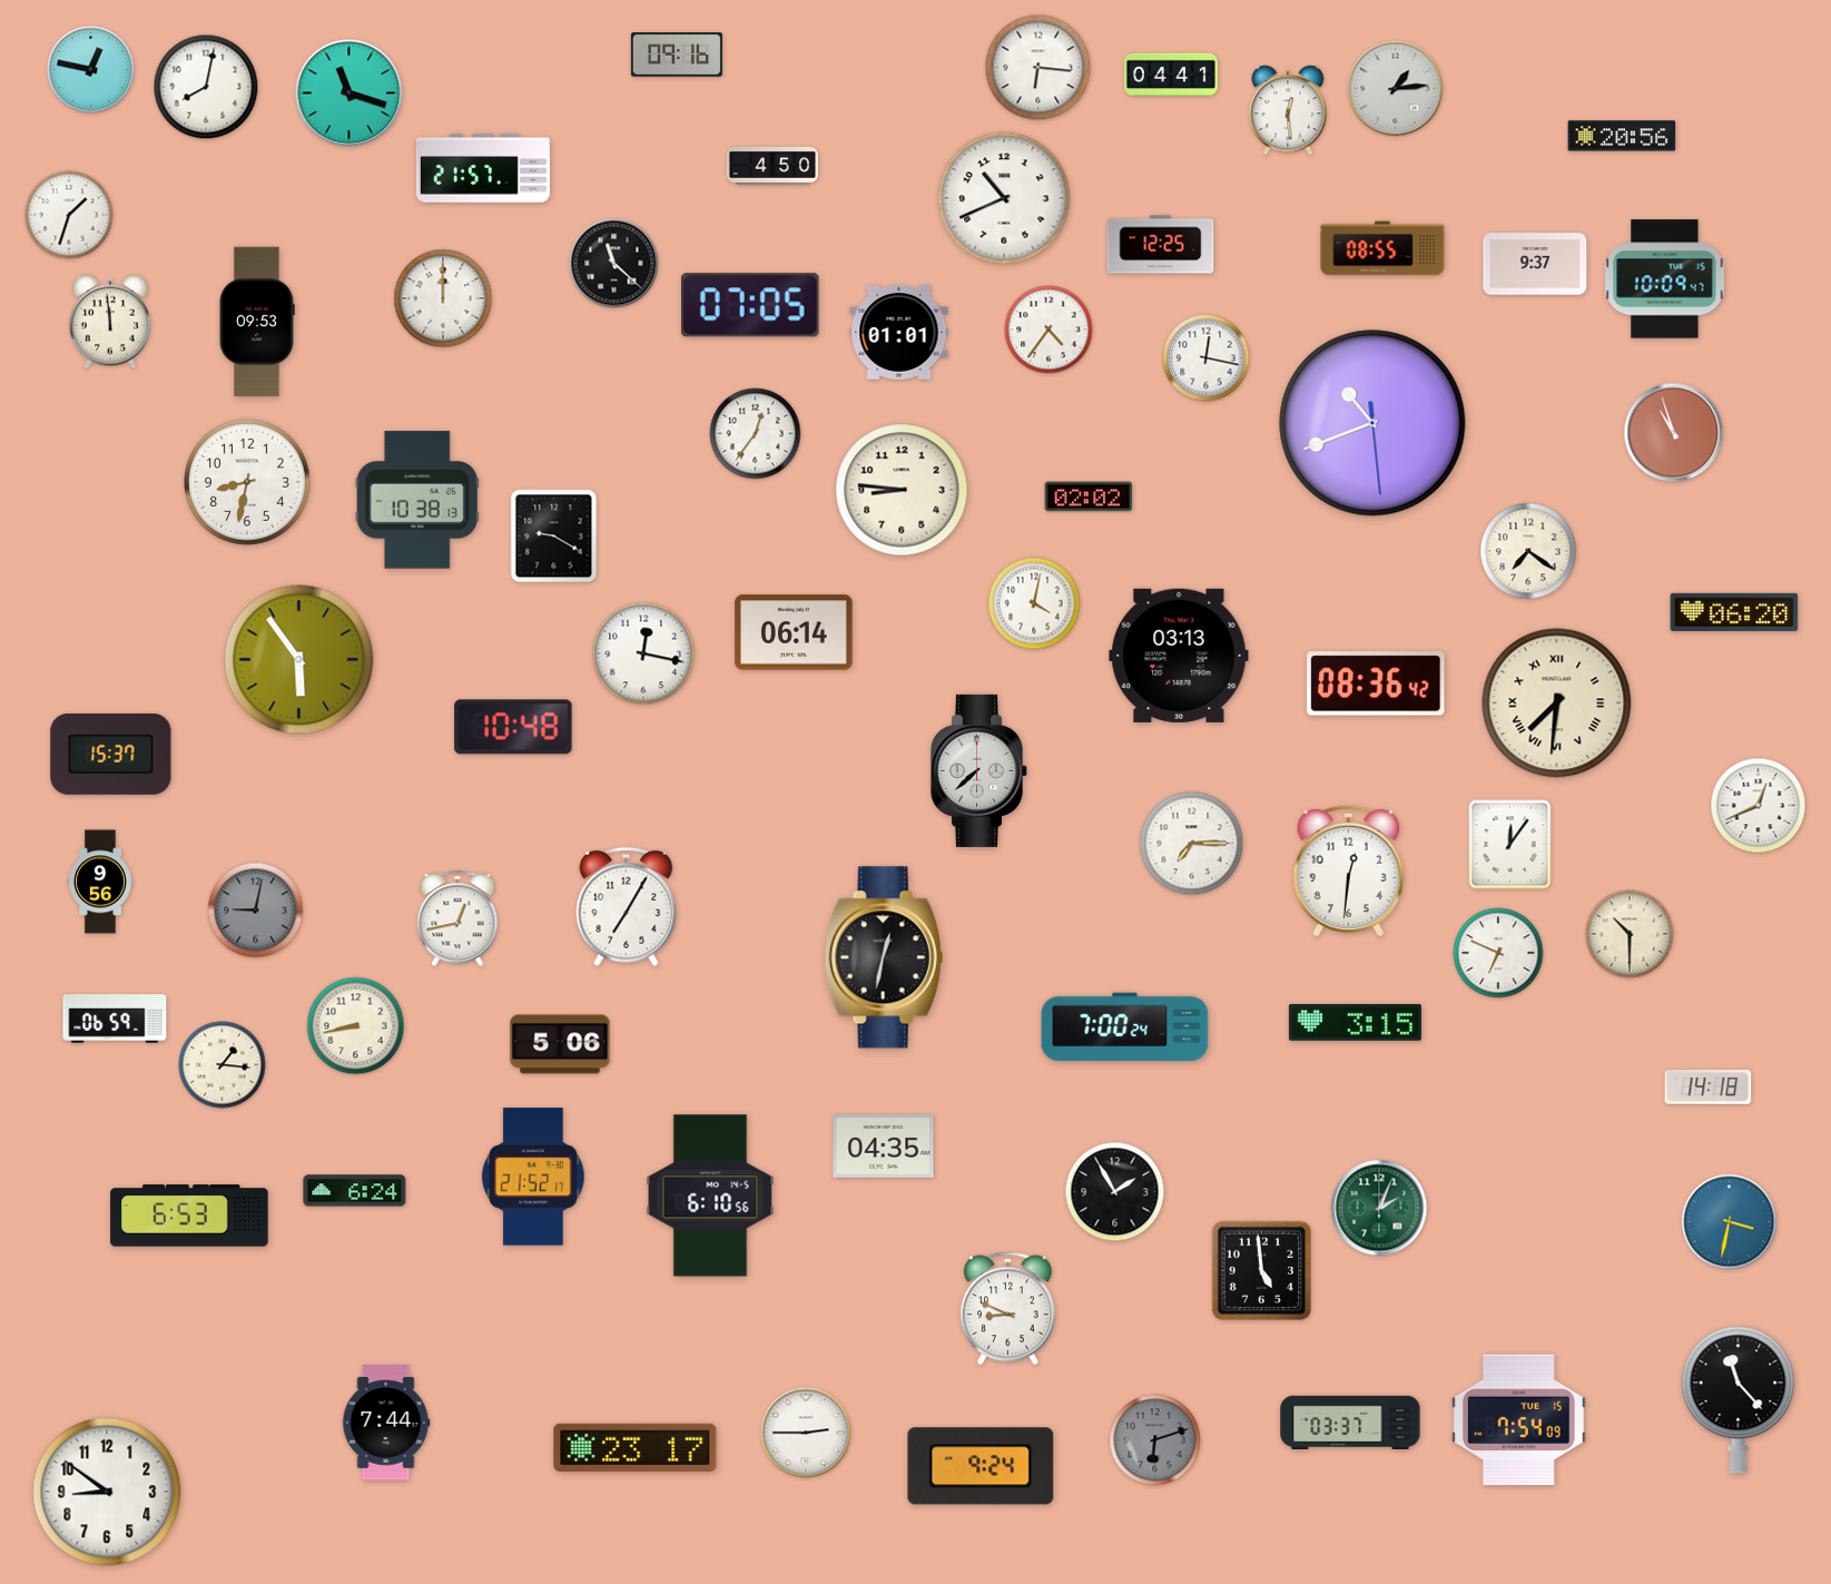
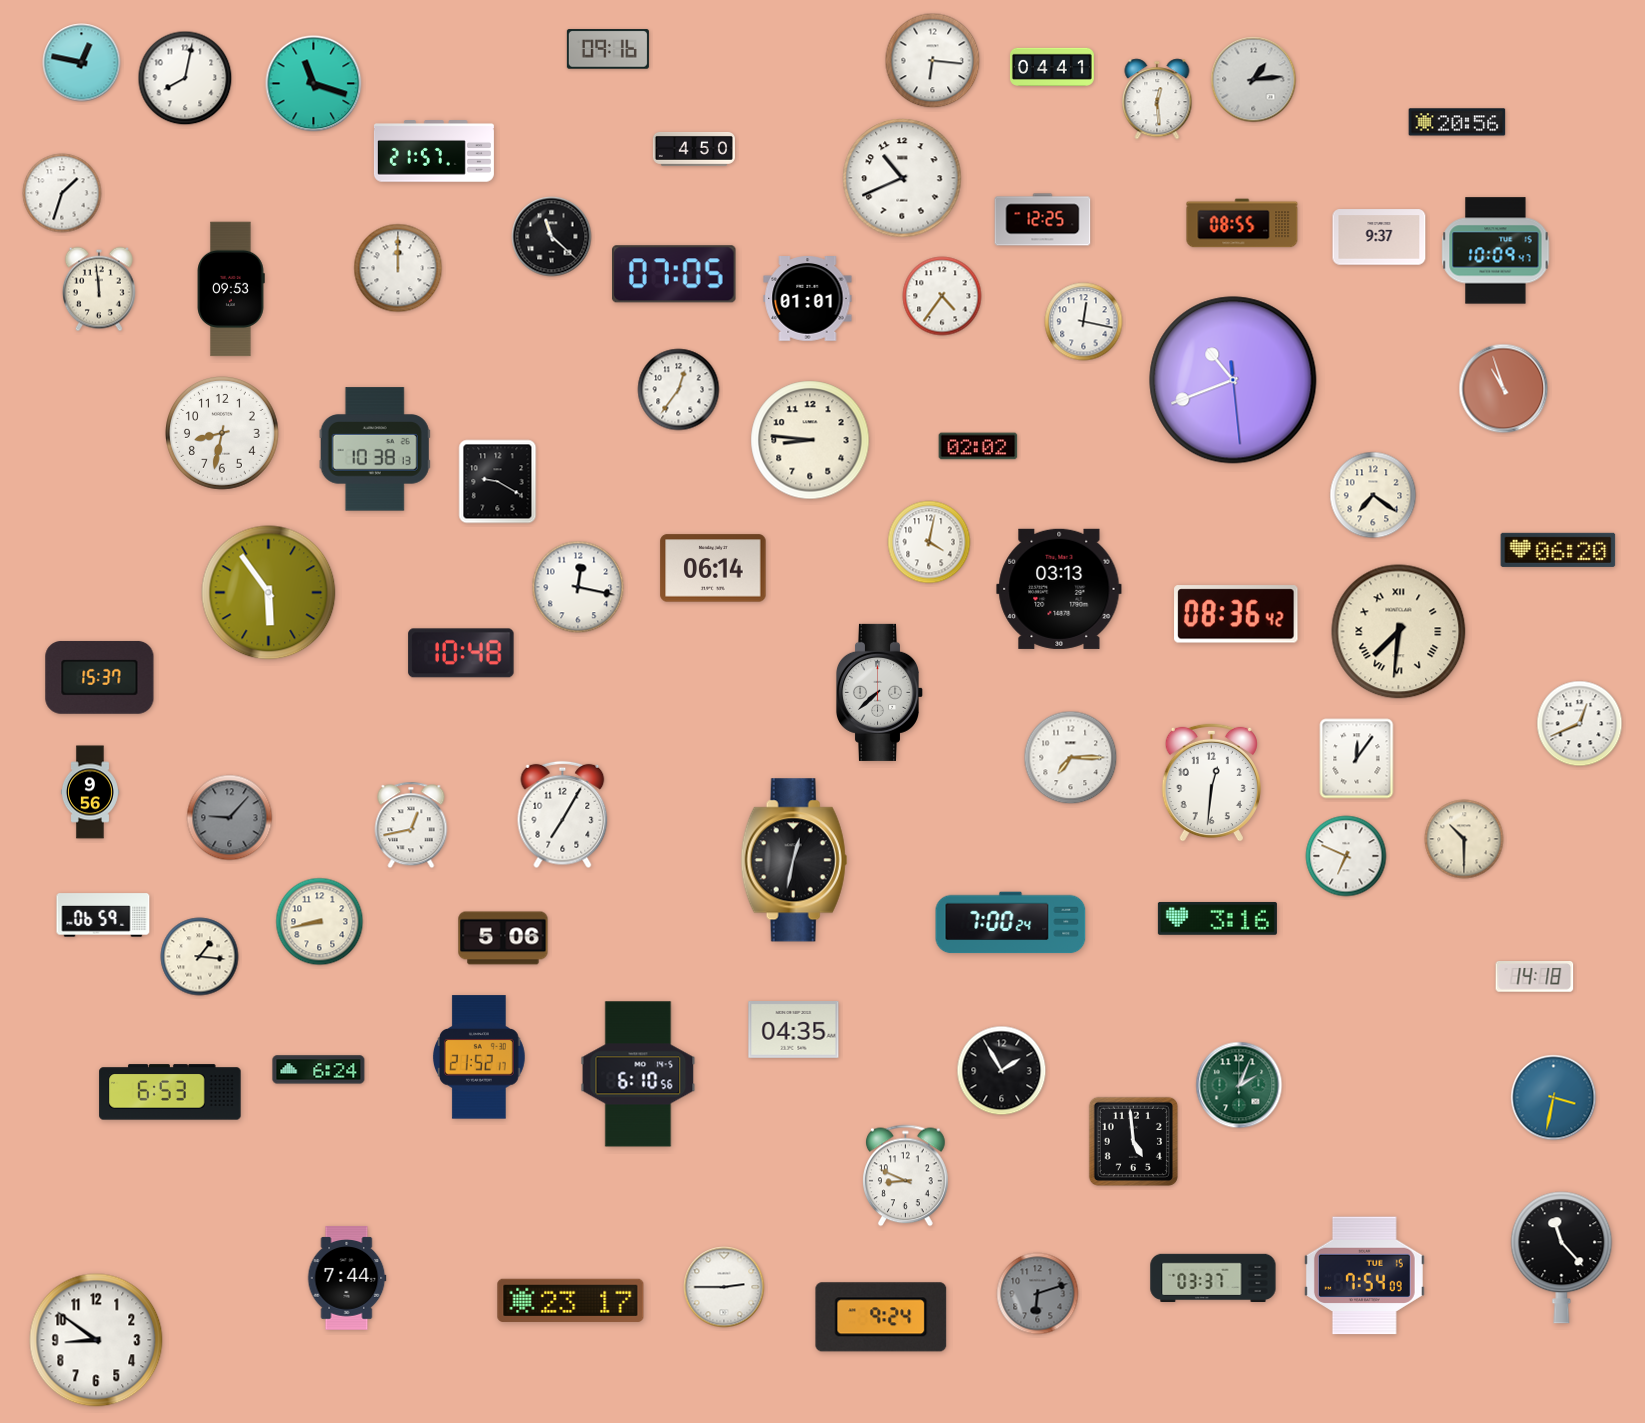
clock at (256, 911): 9:02 -> 9:07
clock at (1355, 1023): 3:15 -> 3:16
